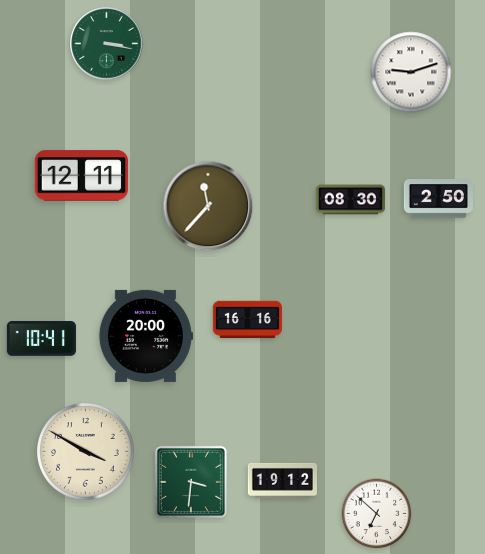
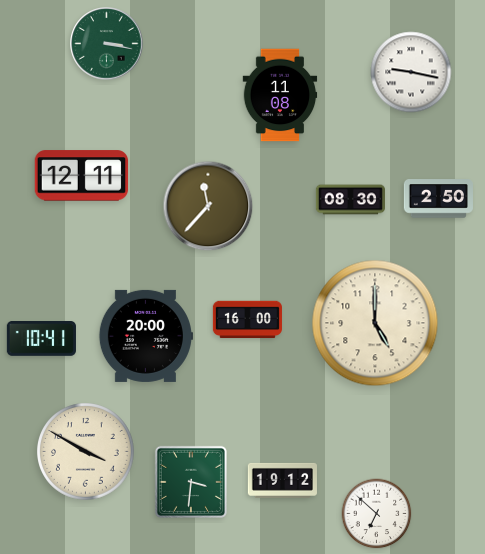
clock at (411, 72): 9:12 -> 9:17
clock at (280, 95): none -> 11:08
clock at (247, 320): 16:16 -> 16:00
clock at (375, 323): none -> 5:00
